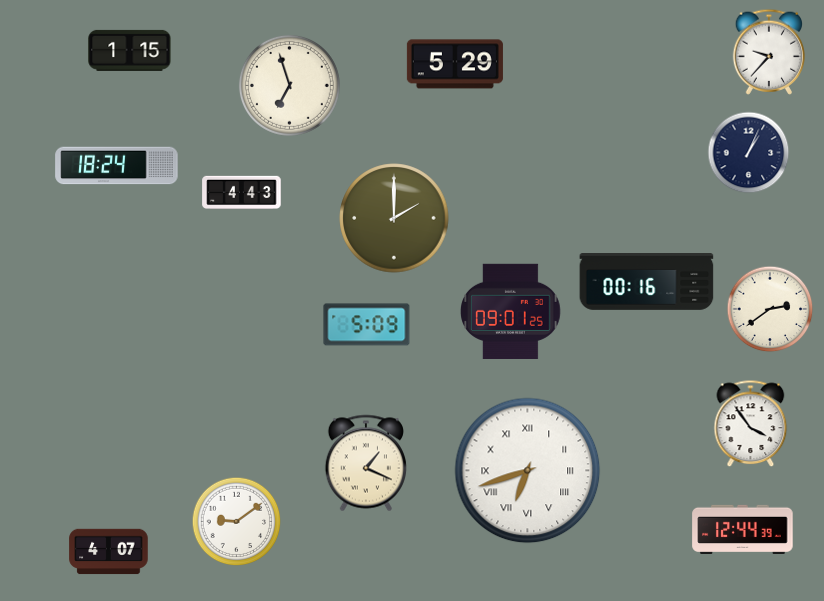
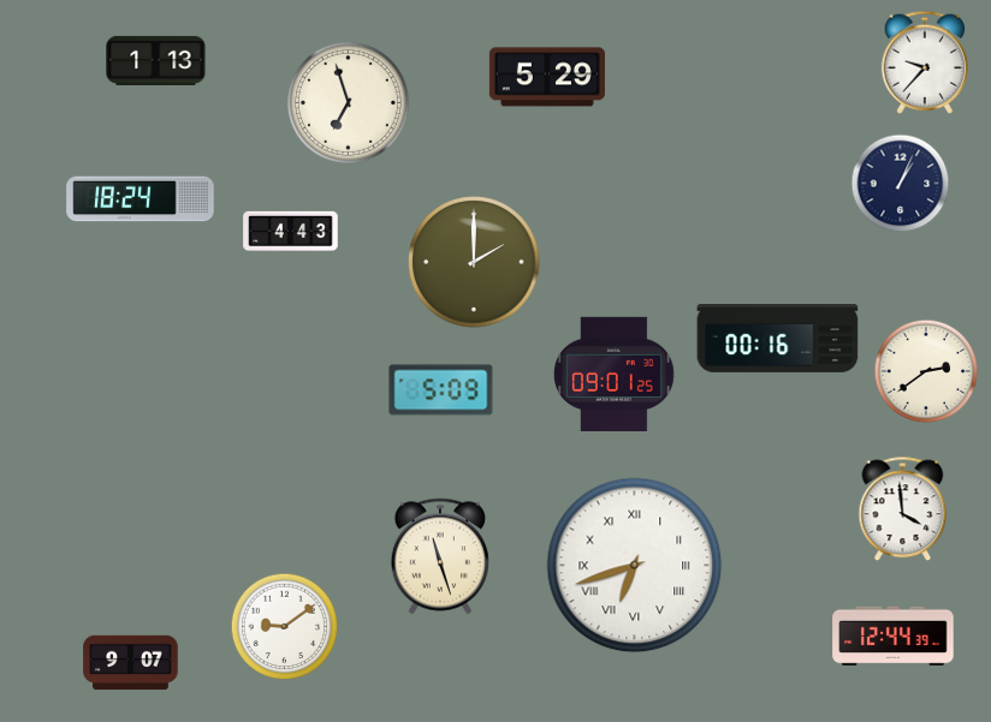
clock at (130, 50): 1:15 -> 1:13
clock at (751, 424): 3:54 -> 3:59
clock at (365, 463): 1:19 -> 11:27
clock at (109, 552): 4:07 -> 9:07
